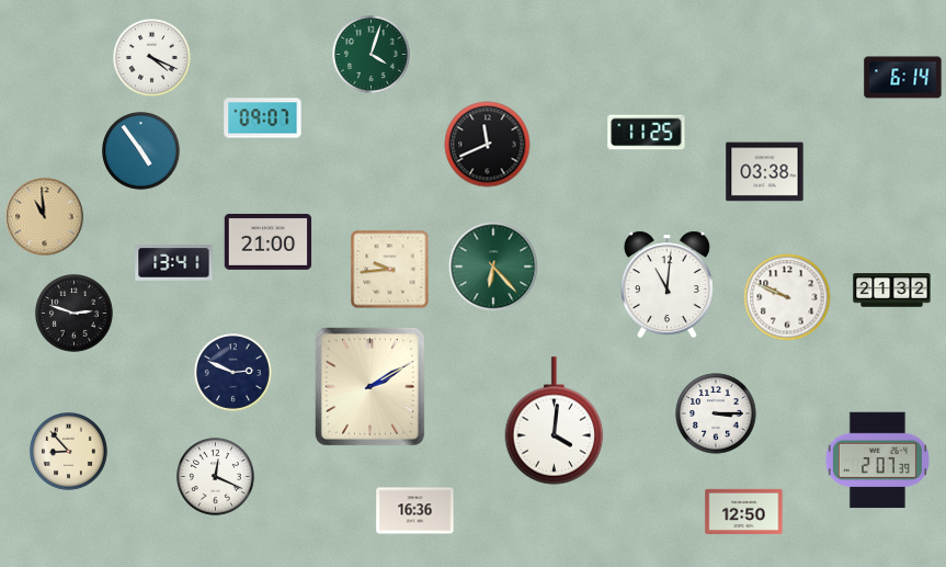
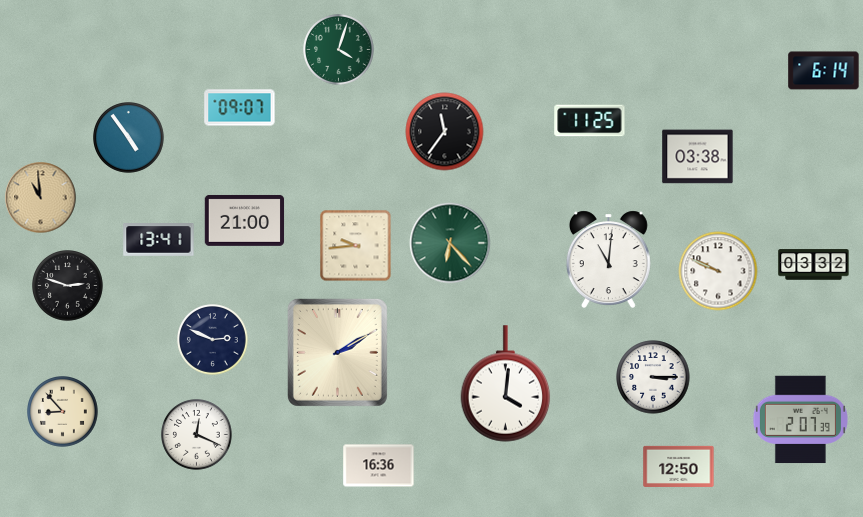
clock at (152, 58): 4:19 -> none
clock at (488, 145): 11:41 -> 11:36
clock at (892, 291): 21:32 -> 03:32
